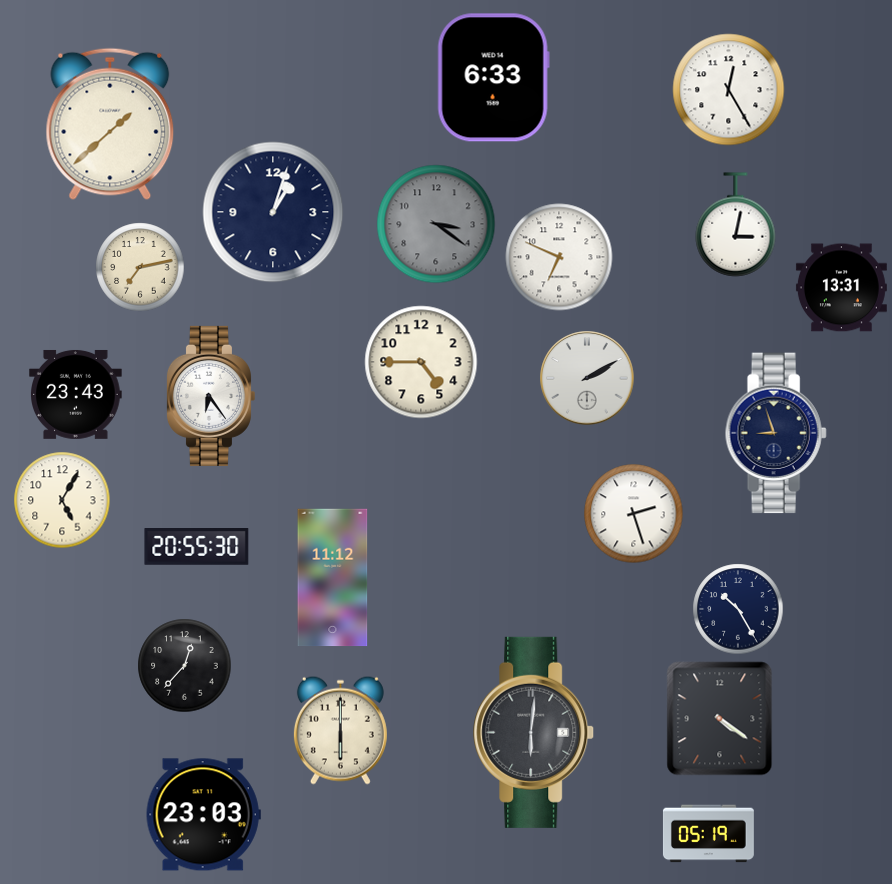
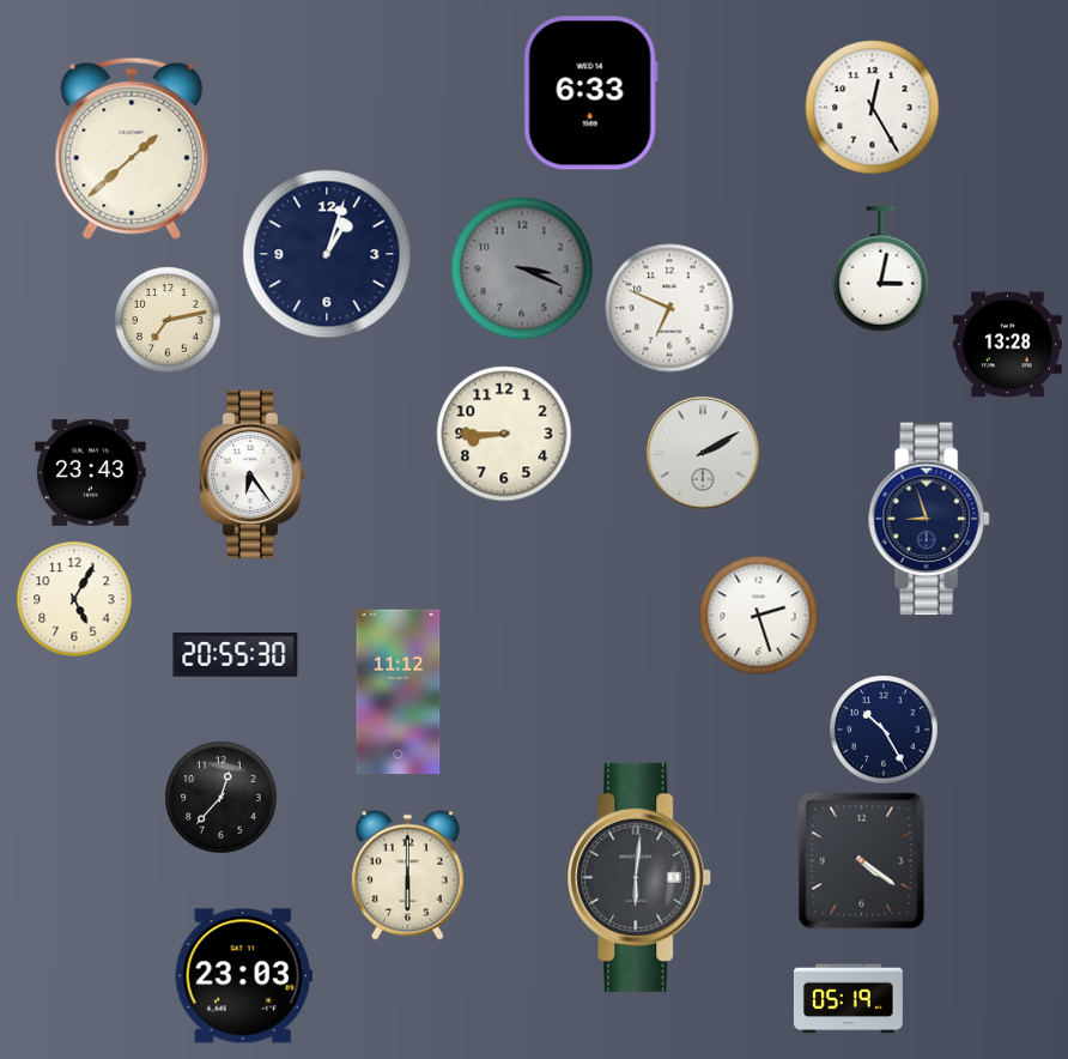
clock at (436, 224): 3:21 -> 3:19
clock at (841, 288): 13:31 -> 13:28
clock at (421, 362): 4:45 -> 8:45
